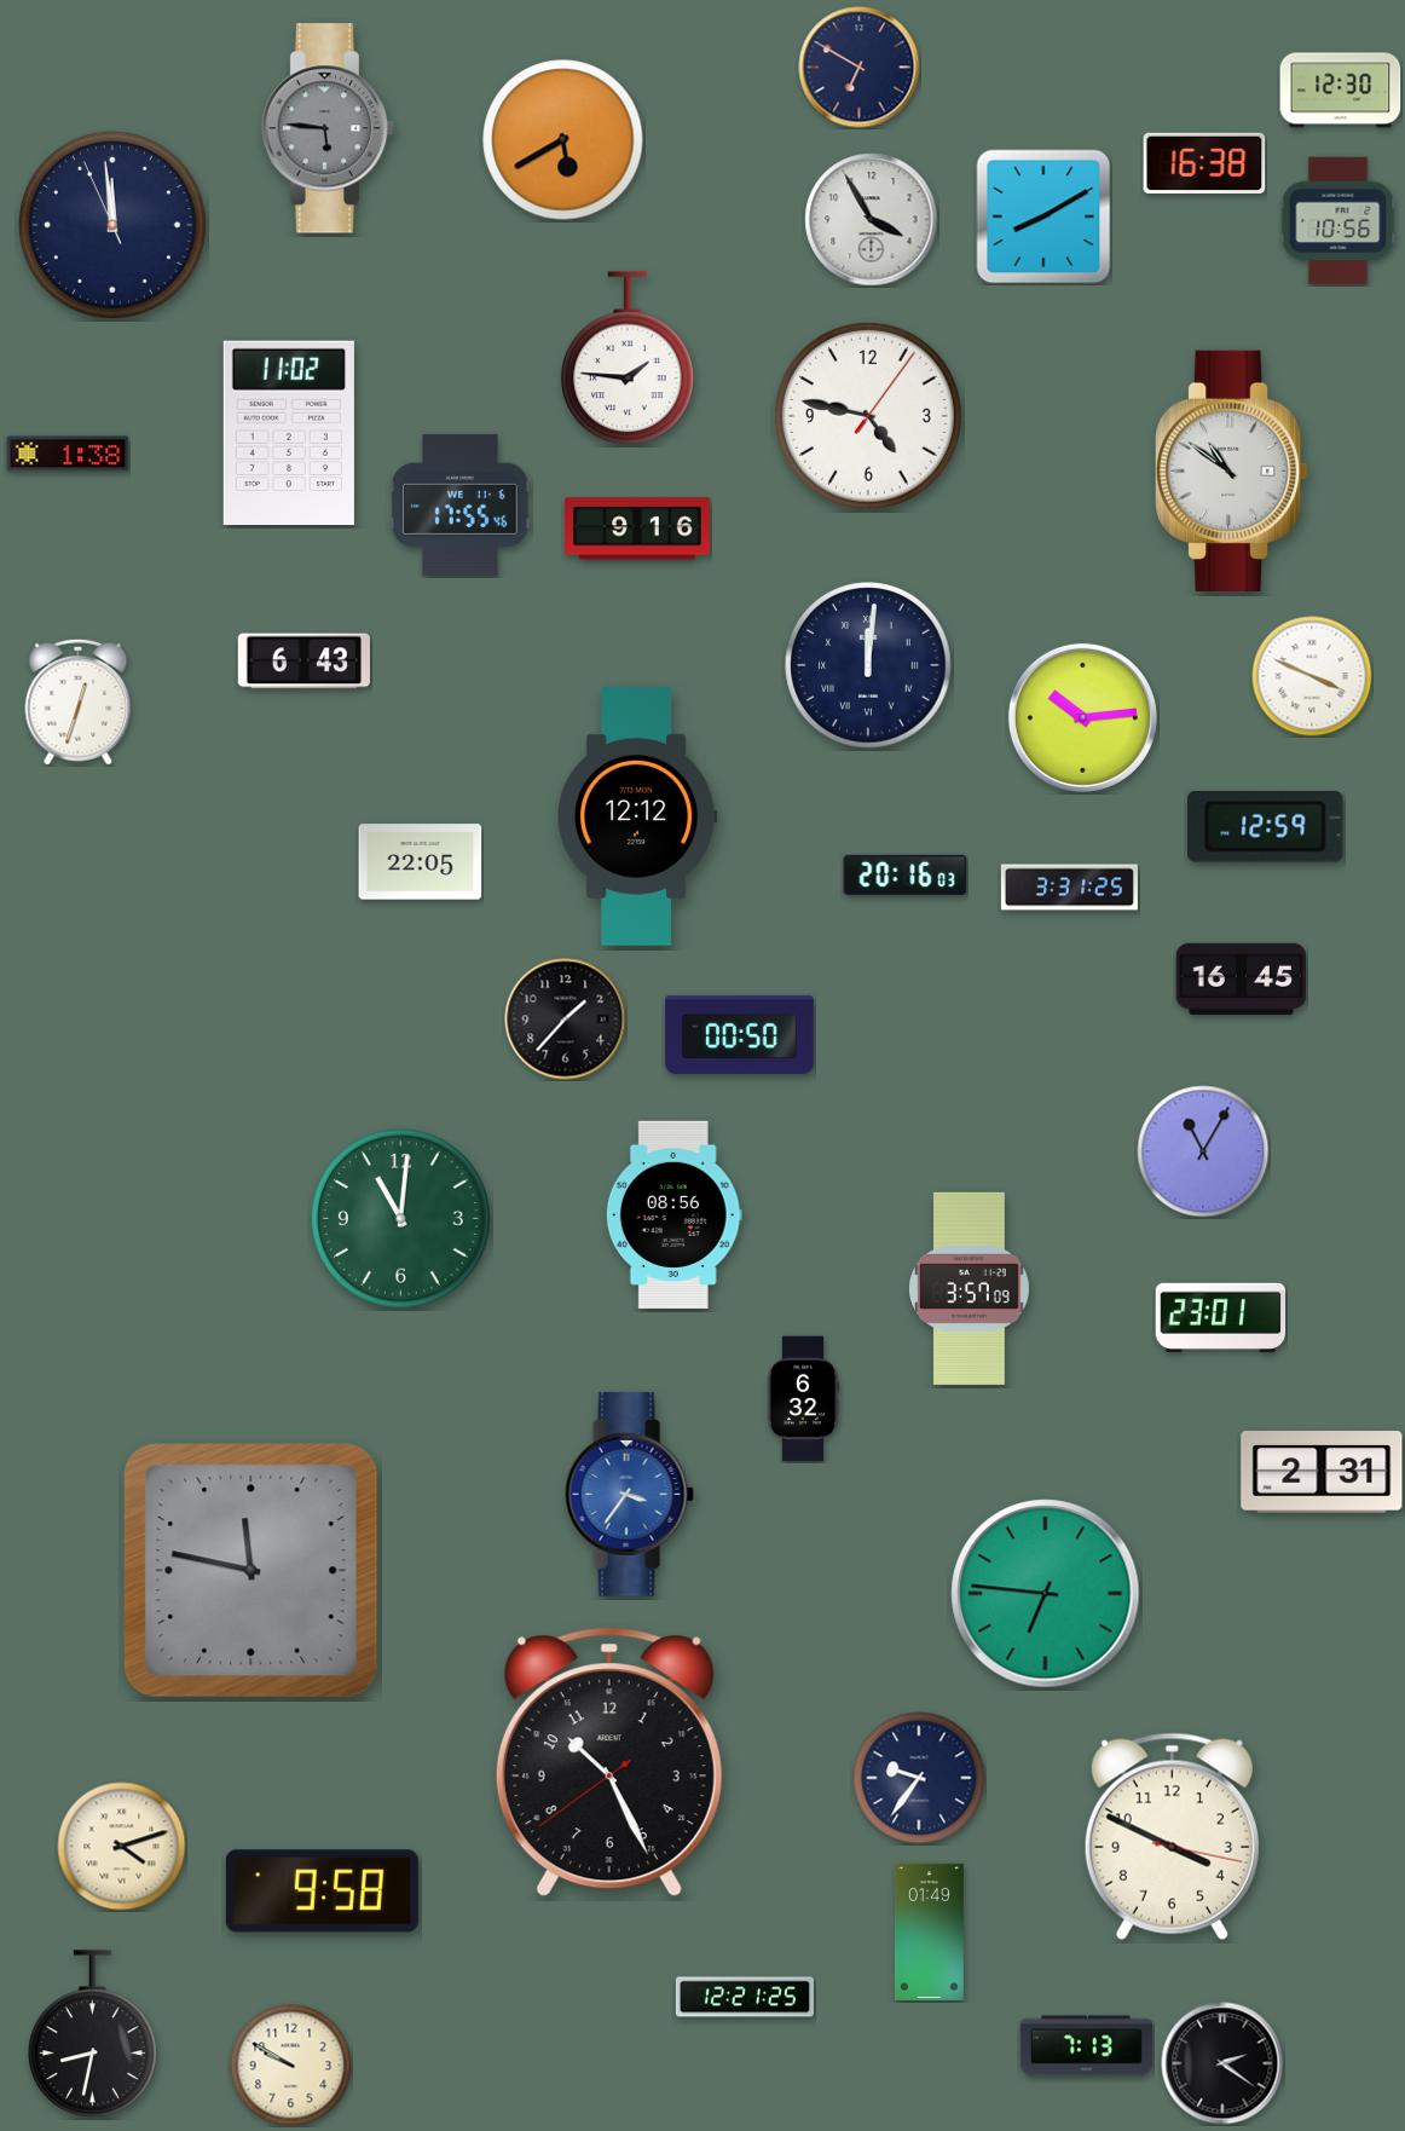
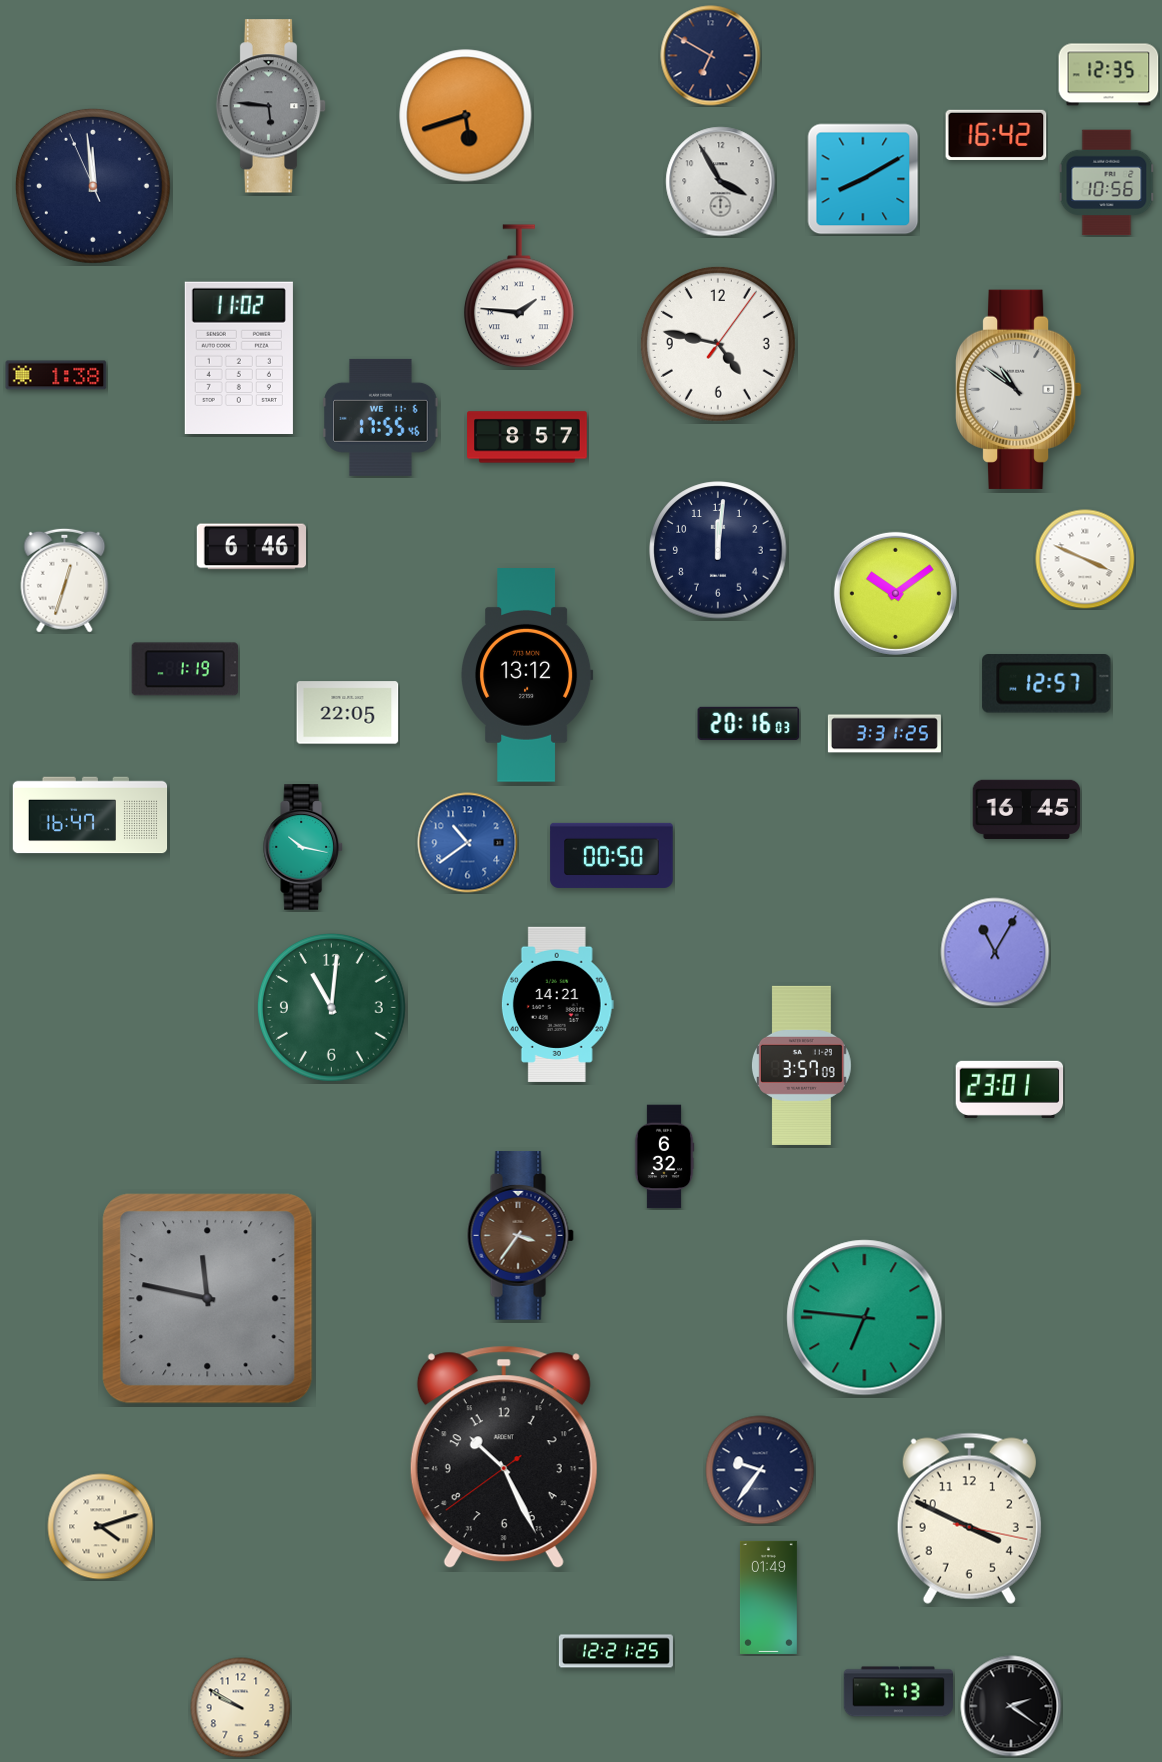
clock at (1341, 91): 12:30 -> 12:35
clock at (563, 140): 5:40 -> 5:42
clock at (1204, 163): 16:38 -> 16:42
clock at (637, 529): 9:16 -> 8:57
clock at (303, 662): 6:43 -> 6:46
clock at (868, 665) numerals: Roman -> Arabic
clock at (1082, 717): 10:14 -> 10:09
clock at (185, 669): none -> 1:19
clock at (638, 818): 12:12 -> 13:12
clock at (1266, 827): 12:59 -> 12:57
clock at (90, 815): none -> 16:47
clock at (566, 1020): 1:37 -> 10:39
clock at (566, 1020) dial: black -> blue
clock at (303, 847): none -> 10:17
clock at (673, 1214): 08:56 -> 14:21
clock at (1322, 1472): 2:31 -> none
clock at (629, 1495) dial: blue -> brown
clock at (322, 1892): 9:58 -> none
clock at (93, 2034): 8:32 -> none
